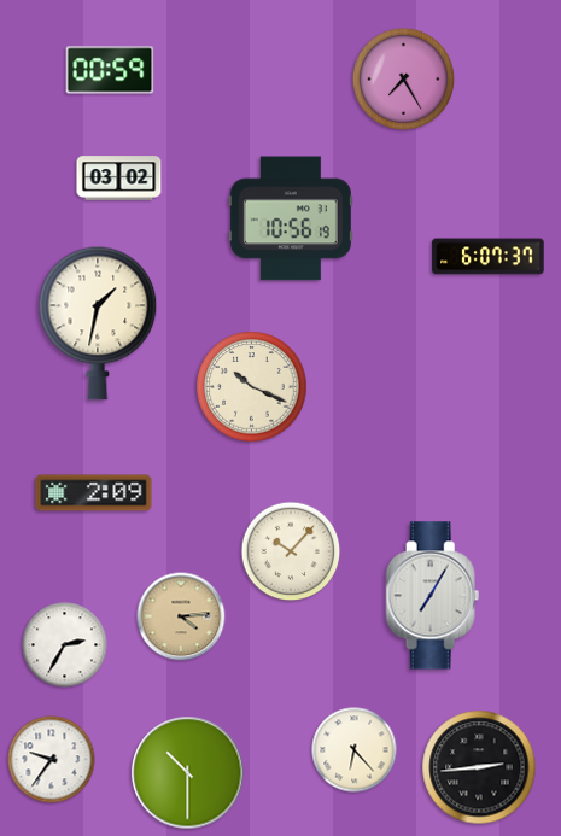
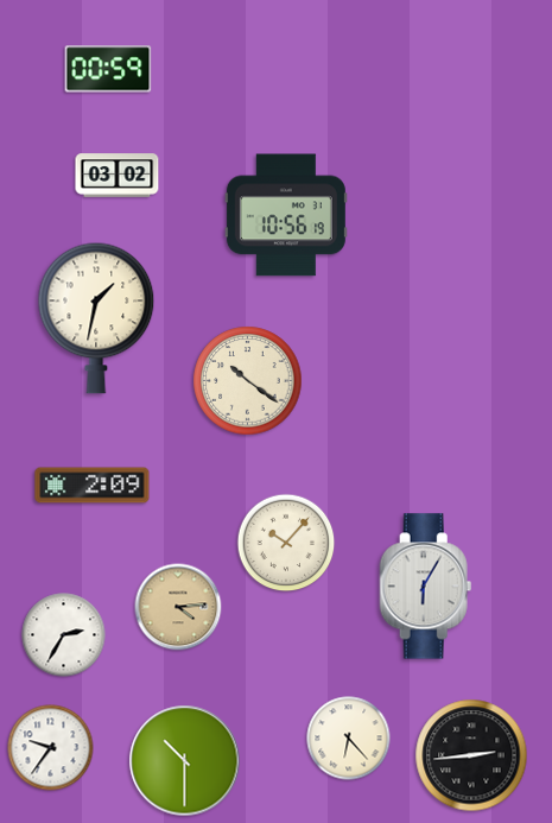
clock at (403, 78): 7:25 -> none
clock at (489, 257): 6:07 -> none
clock at (252, 387): 10:19 -> 10:21
clock at (433, 596): 7:05 -> 6:05
